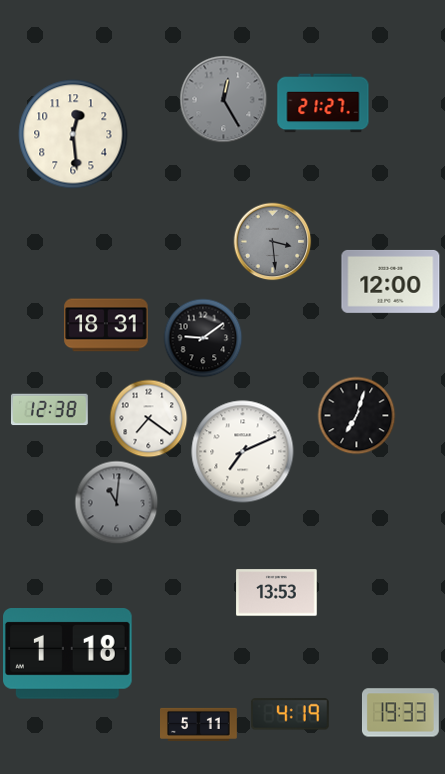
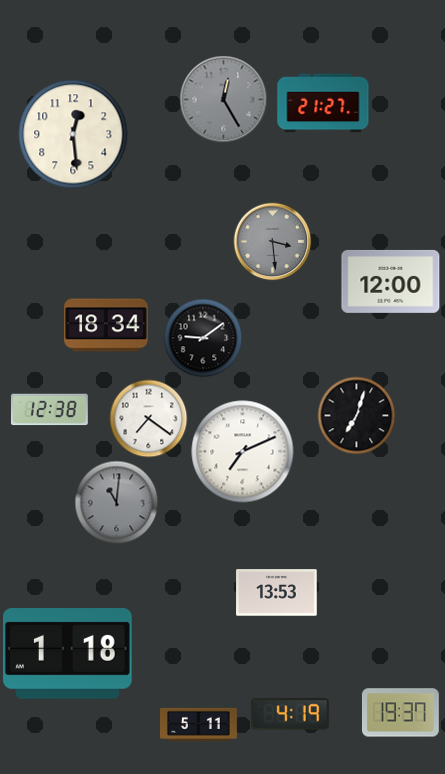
clock at (106, 325): 18:31 -> 18:34
clock at (400, 713): 19:33 -> 19:37
